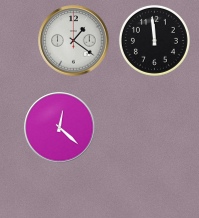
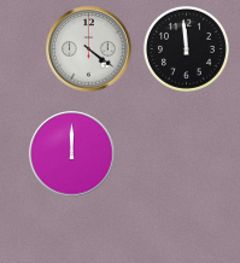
clock at (74, 41): 1:21 -> 4:21
clock at (60, 128): 12:22 -> 12:00
